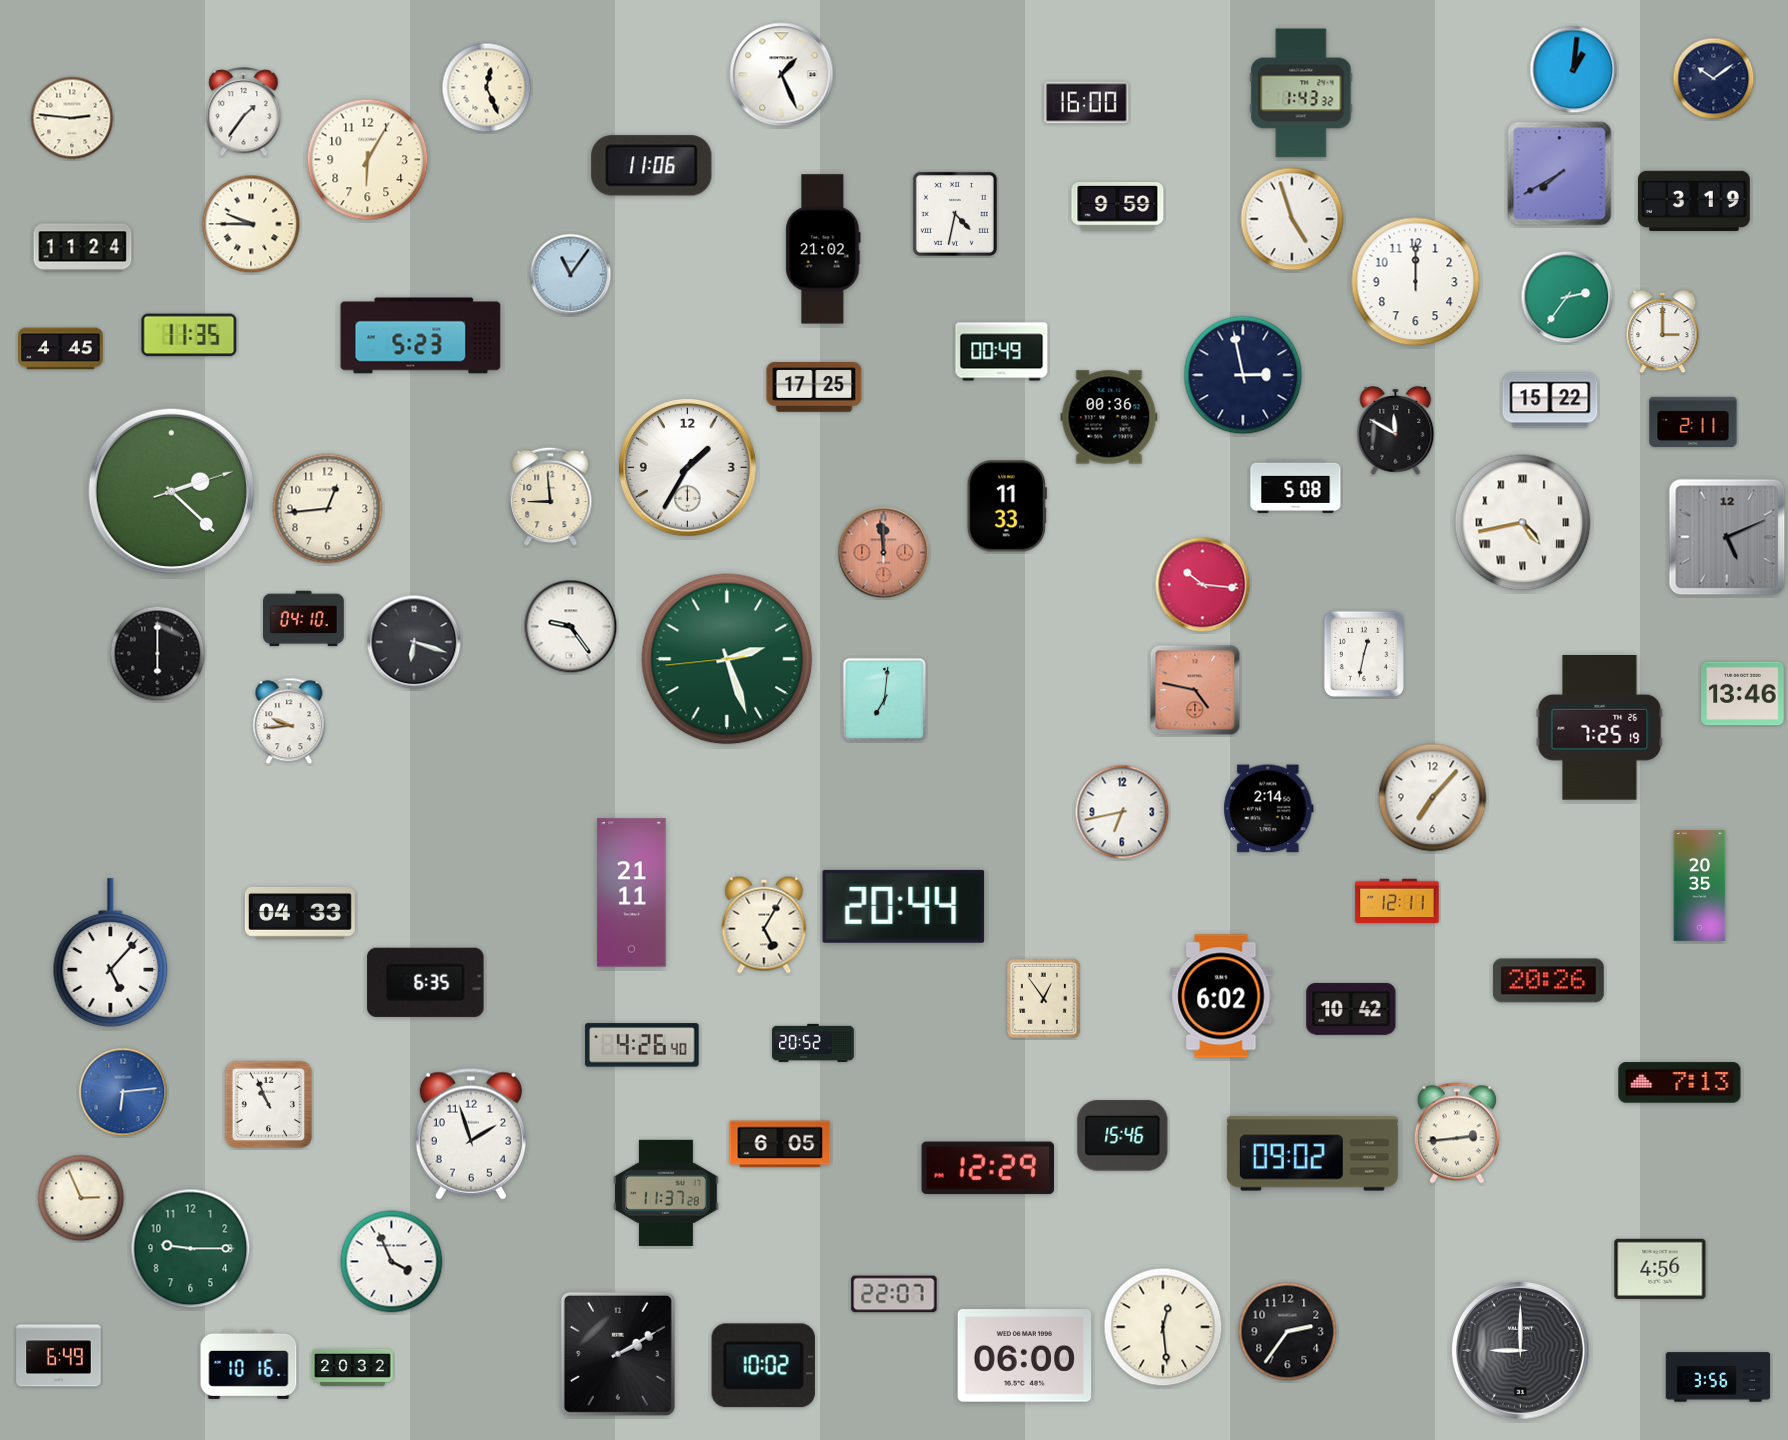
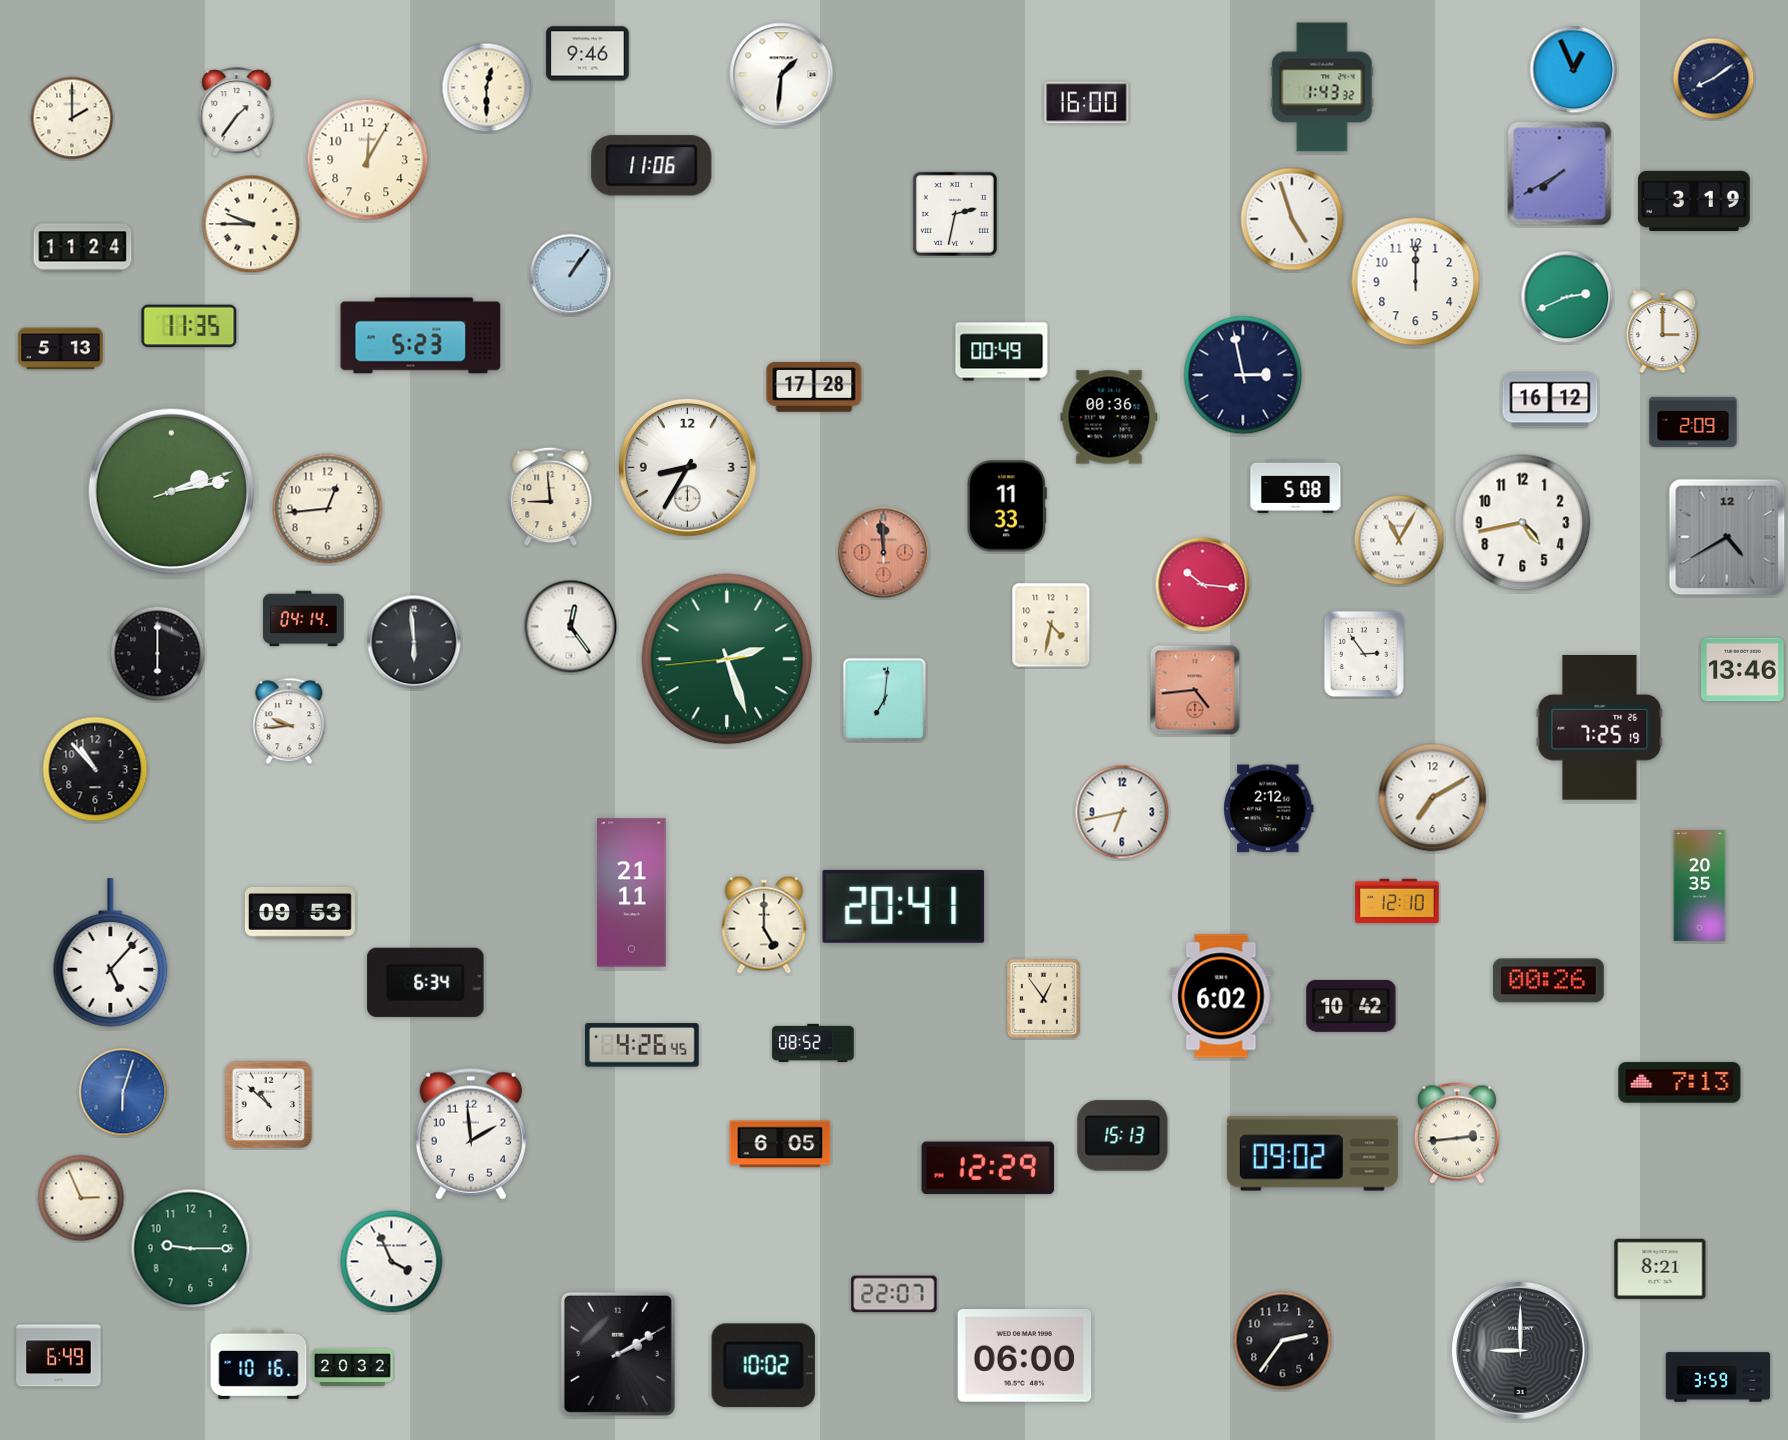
clock at (588, 54): none -> 9:46
clock at (1574, 70): 1:01 -> 12:56
clock at (782, 75): 1:26 -> 1:31
clock at (1714, 79): 10:09 -> 8:09
clock at (487, 88): 12:26 -> 12:30
clock at (1301, 93) position: (1301, 93) -> (1322, 87)
clock at (244, 112) position: (244, 112) -> (237, 112)
clock at (72, 118): 2:46 -> 2:00
clock at (368, 160): 6:05 -> 12:05
clock at (1118, 207): 9:59 -> none
clock at (955, 214): 4:32 -> 2:32
clock at (823, 249): 21:02 -> none
clock at (571, 275): 11:06 -> 1:06
clock at (1567, 297): 2:36 -> 2:41
clock at (189, 335) position: (189, 335) -> (189, 326)
clock at (61, 349): 4:45 -> 5:13
clock at (814, 388): 17:25 -> 17:28
clock at (1550, 400): 15:22 -> 16:12
clock at (1693, 421): 2:11 -> 2:09
clock at (1396, 431): 11:50 -> none
clock at (687, 467): 1:35 -> 8:35
clock at (171, 491): 2:22 -> 2:13
clock at (1523, 523) numerals: Roman -> Arabic
clock at (1727, 537): 5:11 -> 4:40
clock at (1399, 540): none -> 11:05
clock at (304, 619): 04:10 -> 04:14
clock at (1051, 625): none -> 4:32
clock at (571, 627): 9:24 -> 12:24
clock at (414, 642): 6:18 -> 5:59
clock at (1364, 653): 12:32 -> 2:54
clock at (1195, 690): 4:47 -> 4:44
clock at (1743, 694) position: (1743, 694) -> (1743, 670)
clock at (95, 769): none -> 10:53
clock at (1433, 798): 7:07 -> 7:10
clock at (1269, 809): 2:14 -> 2:12
clock at (1397, 901): 12:11 -> 12:10
clock at (904, 906): 20:44 -> 20:41
clock at (300, 913): 04:33 -> 09:53
clock at (764, 925): 5:05 -> 5:00
clock at (1548, 981): 20:26 -> 00:26
clock at (426, 982): 6:35 -> 6:34
clock at (1351, 1009) position: (1351, 1009) -> (1351, 1006)
clock at (813, 1043): 20:52 -> 08:52
clock at (642, 1045): 4:26:40 -> 4:26:45
clock at (123, 1092): 6:14 -> 6:03
clock at (269, 1105): 10:56 -> 10:52
clock at (471, 1134): 1:57 -> 1:59
clock at (1123, 1136): 15:46 -> 15:13
clock at (666, 1193): 11:37 -> none
clock at (1660, 1269): 4:56 -> 8:21
clock at (1163, 1327): 12:29 -> none
clock at (1288, 1332) position: (1288, 1332) -> (1283, 1341)
clock at (249, 1364) position: (249, 1364) -> (259, 1364)
clock at (1718, 1377): 3:56 -> 3:59
